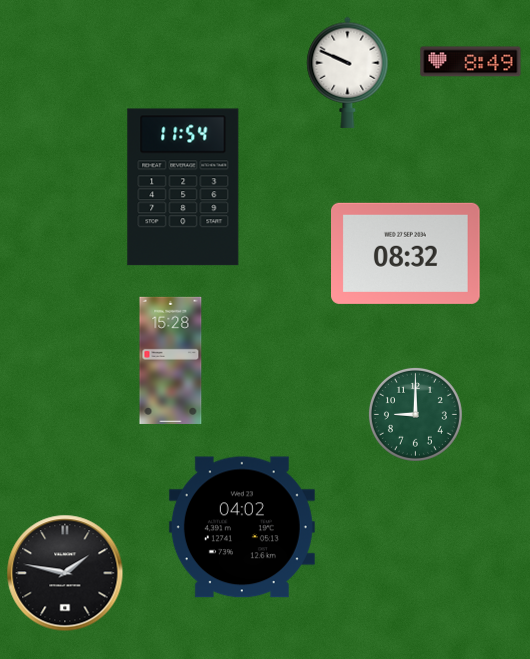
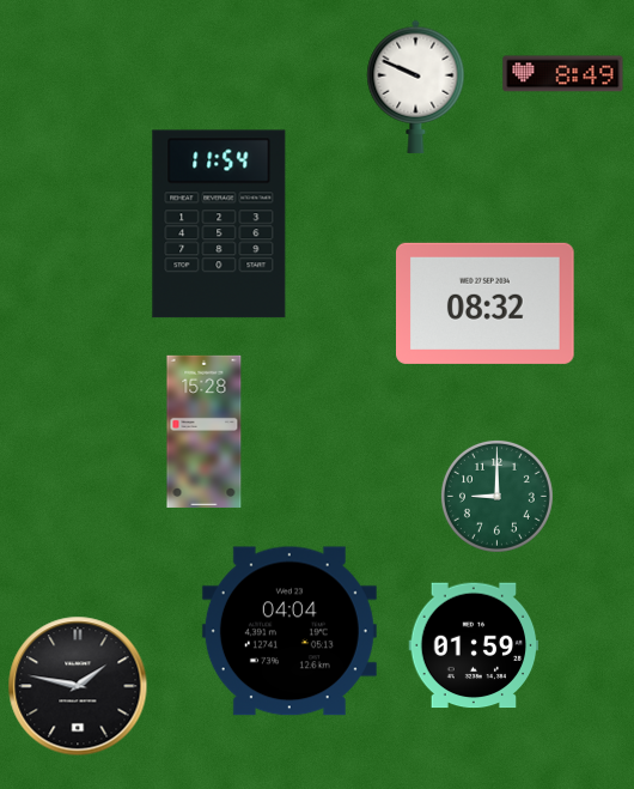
clock at (242, 527): 04:02 -> 04:04
clock at (474, 645): none -> 01:59
